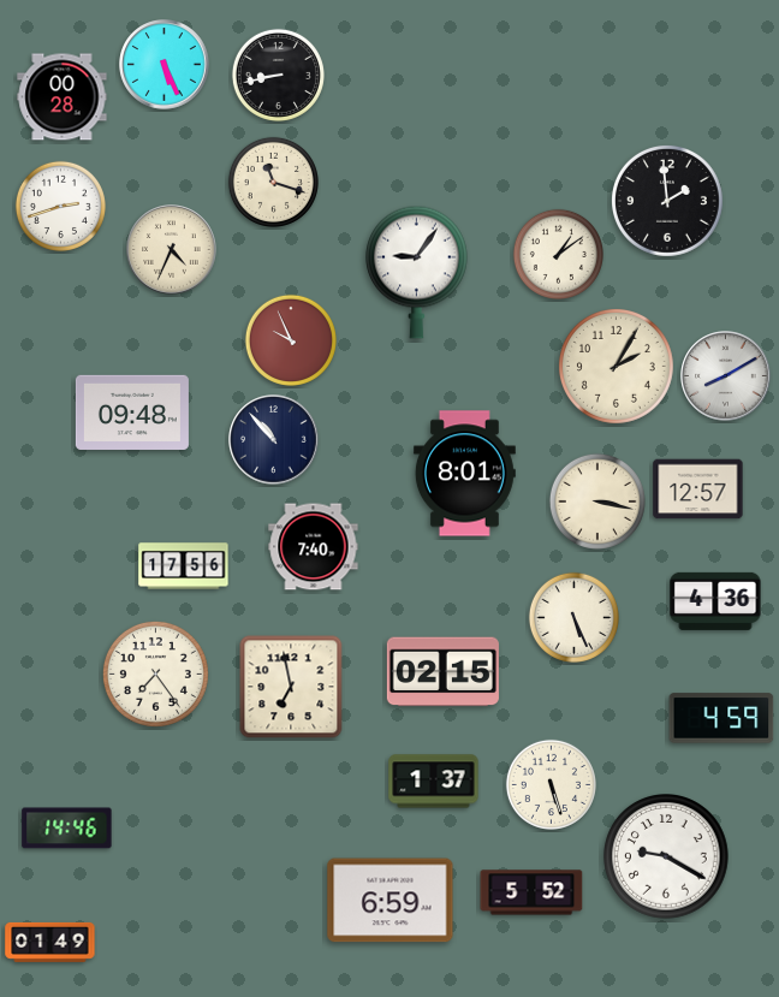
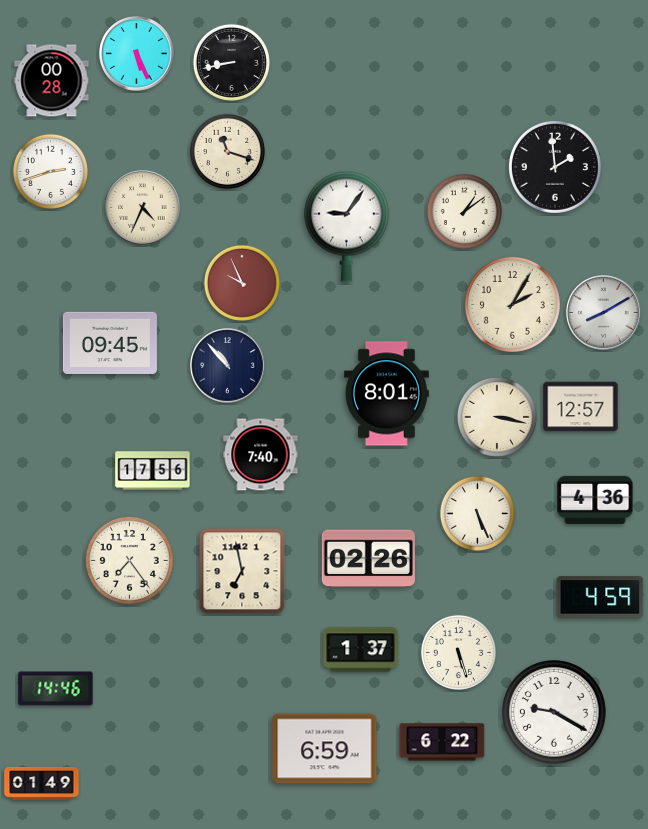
clock at (132, 413): 09:48 -> 09:45
clock at (442, 672): 02:15 -> 02:26
clock at (531, 892): 5:52 -> 6:22
